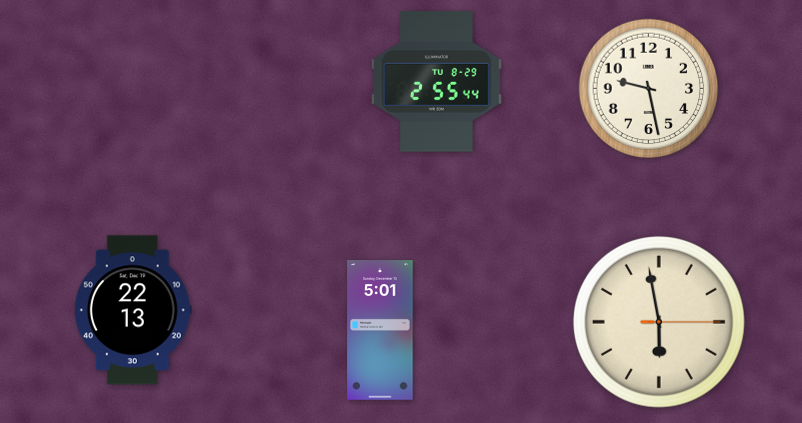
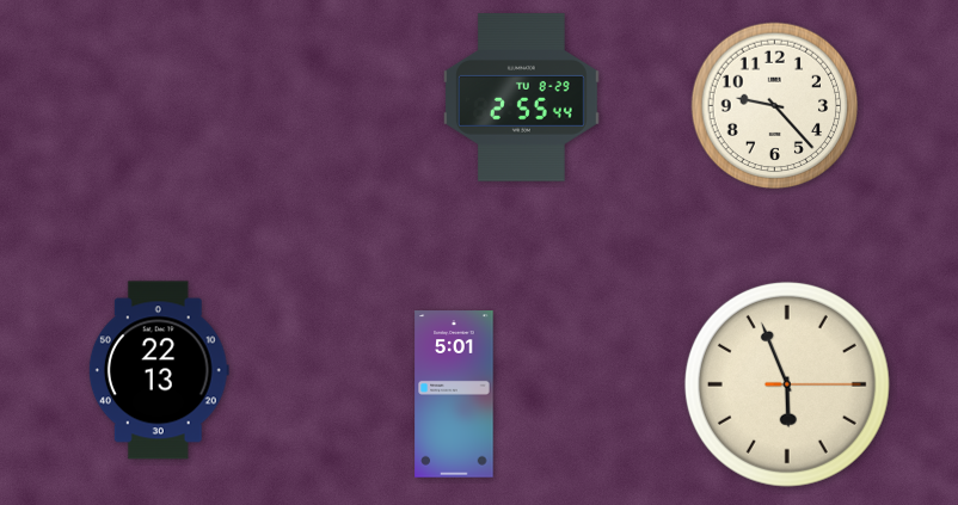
clock at (649, 89): 9:28 -> 9:23
clock at (659, 322): 5:58 -> 5:56
